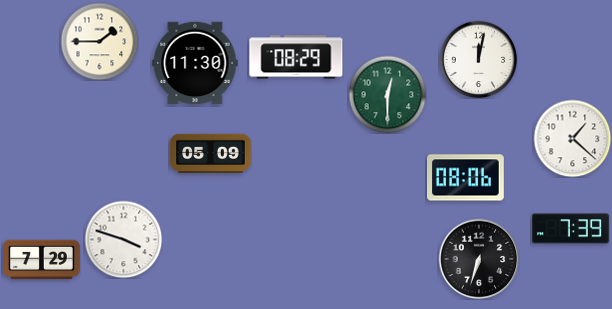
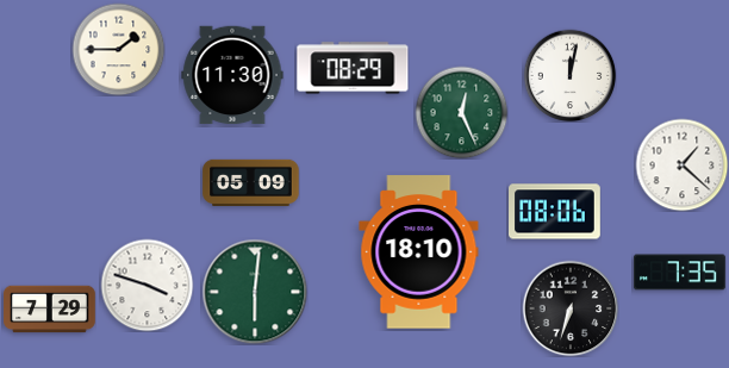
clock at (478, 59) position: (478, 59) -> (569, 75)
clock at (387, 94): 12:30 -> 12:26
clock at (419, 252): none -> 18:10
clock at (571, 229): 7:39 -> 7:35
clock at (255, 292): none -> 6:01
